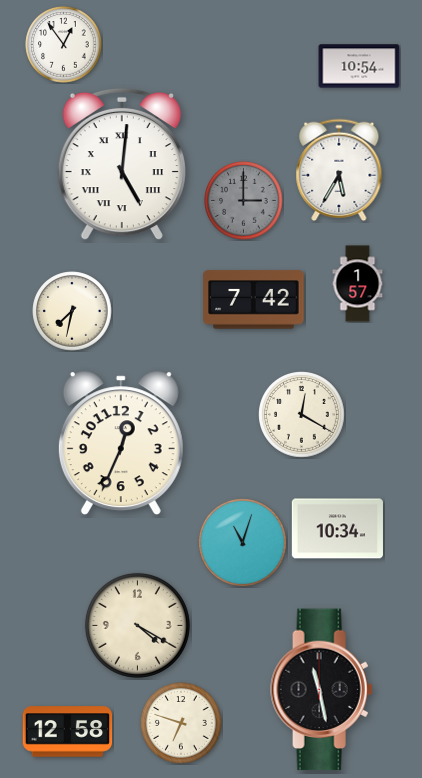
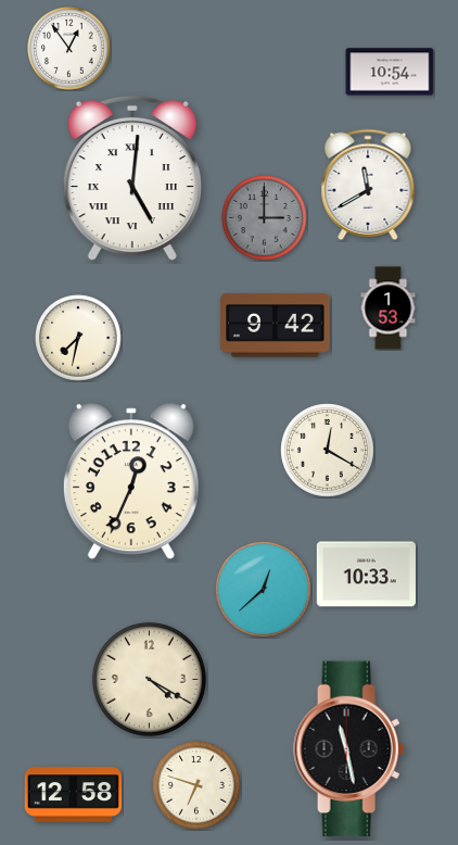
clock at (339, 170): 5:35 -> 11:40
clock at (358, 284): 1:57 -> 1:53
clock at (254, 300): 7:42 -> 9:42
clock at (337, 529): 10:34 -> 10:33
clock at (243, 543): 11:03 -> 12:38
